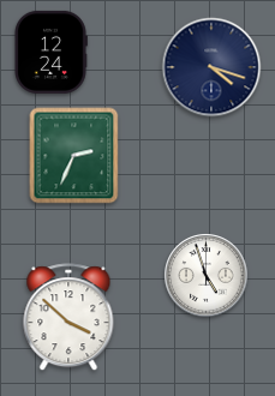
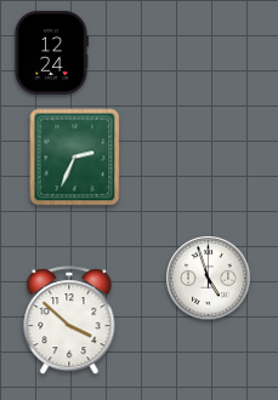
clock at (211, 67): 4:18 -> none
